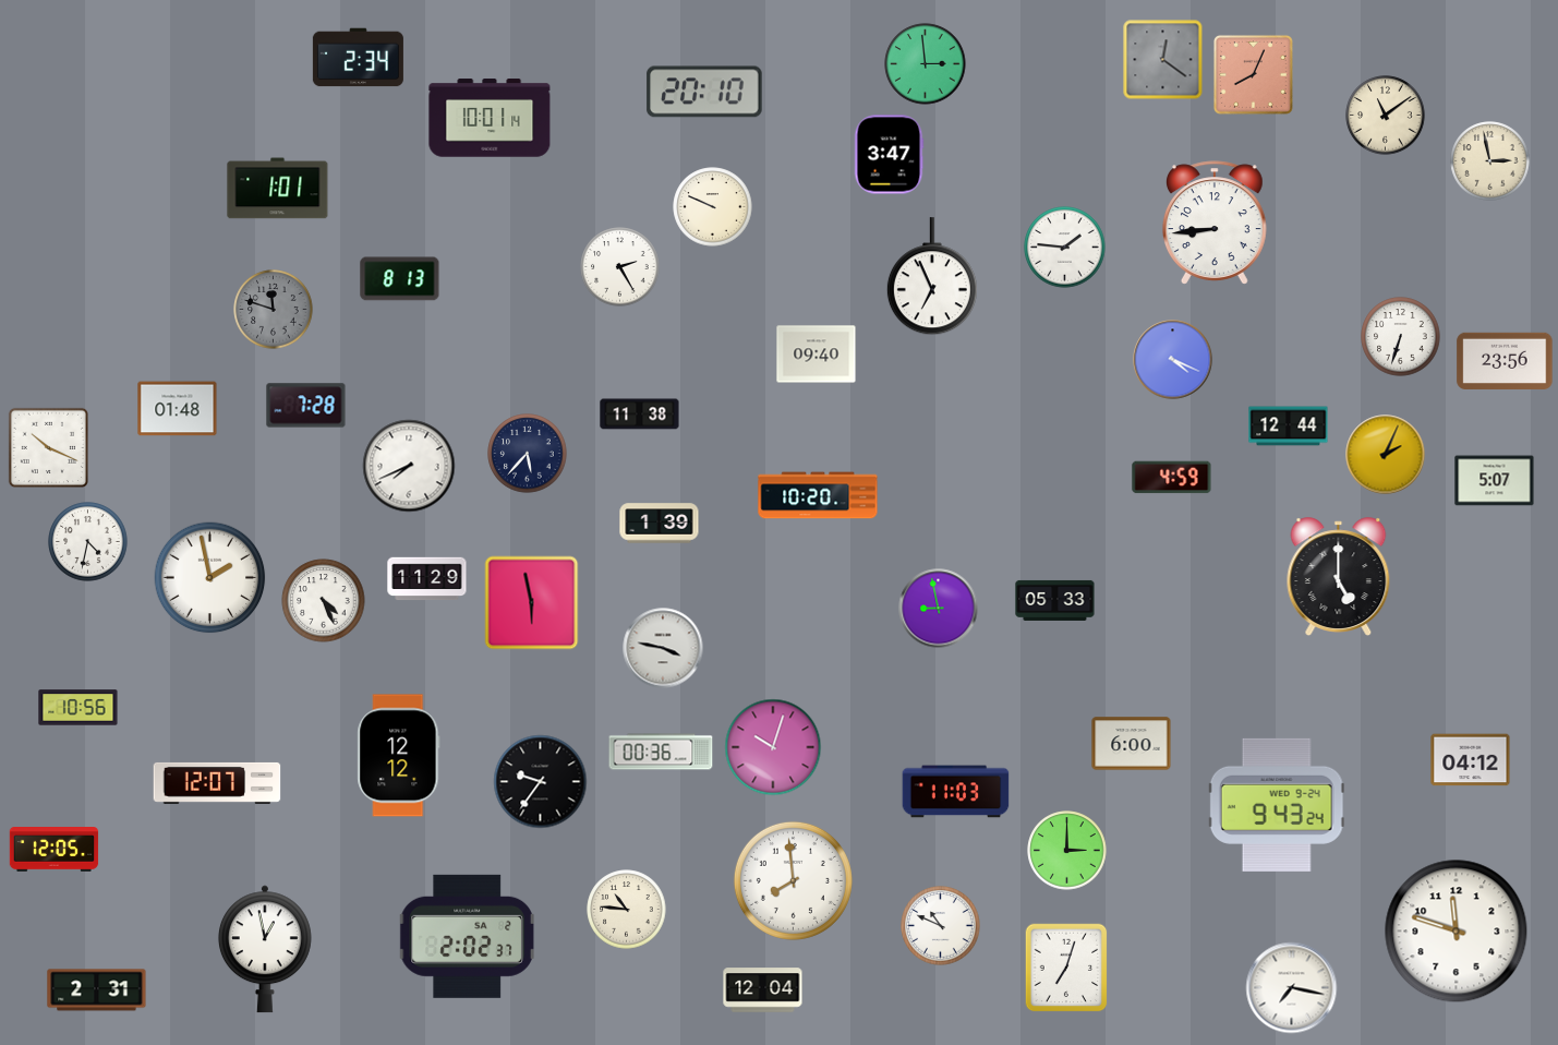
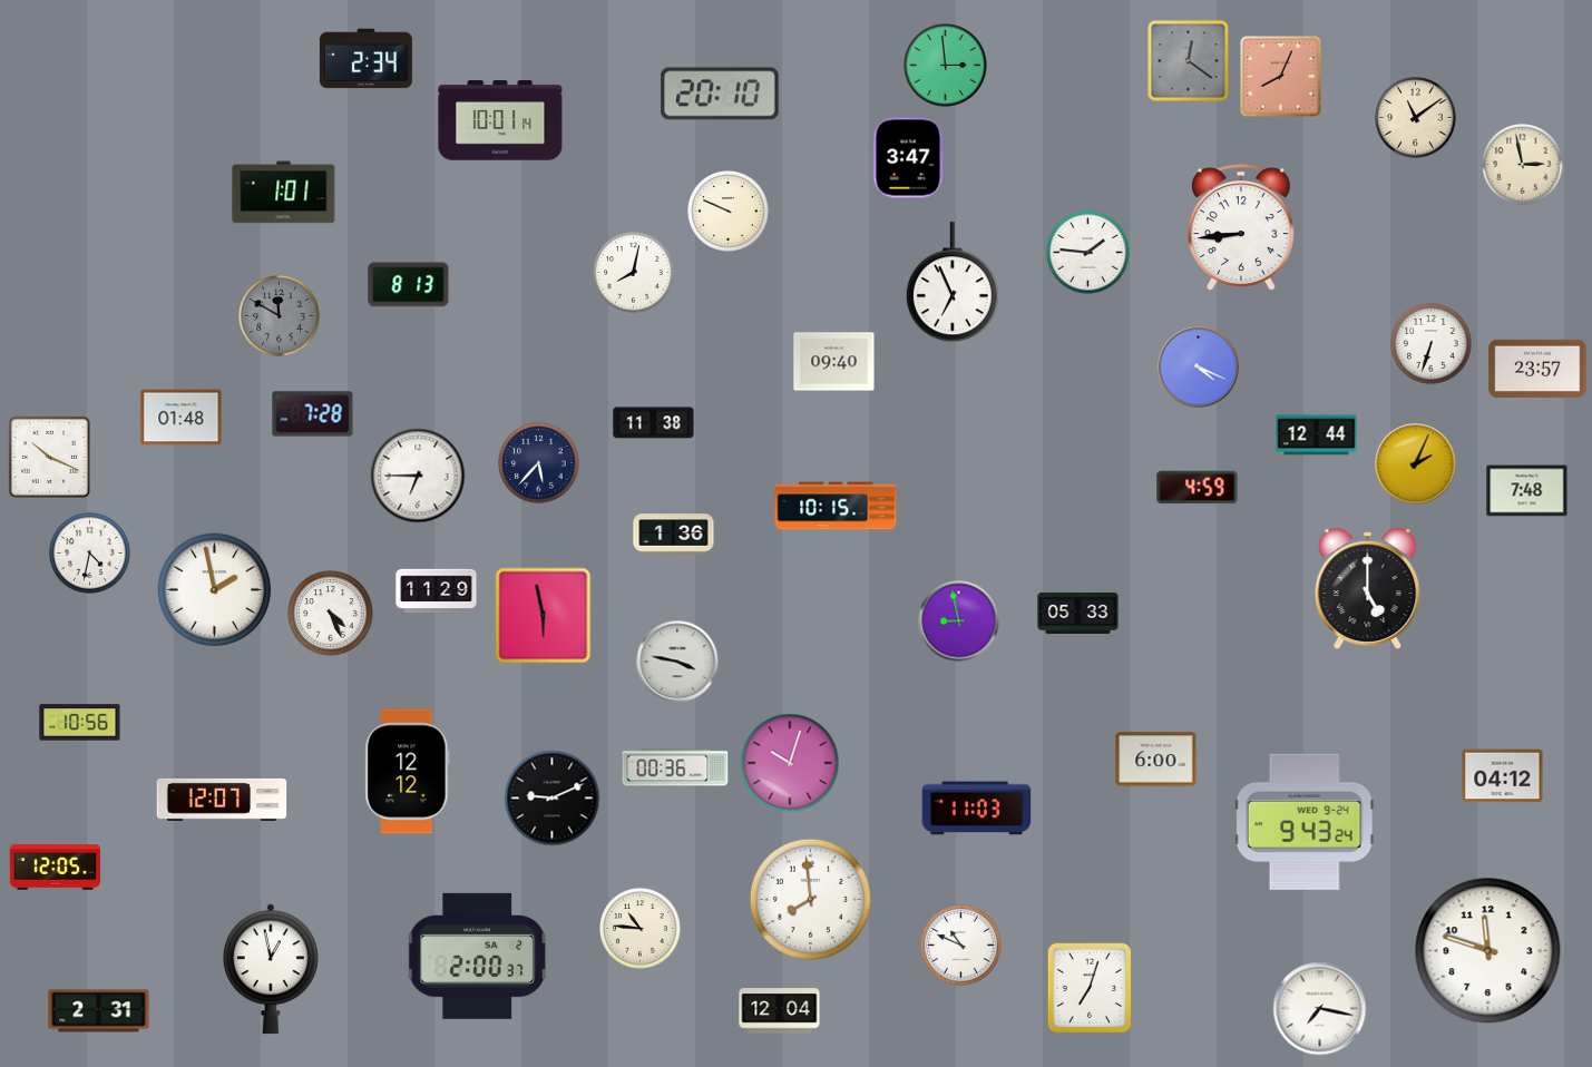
clock at (620, 267): 2:25 -> 8:02
clock at (274, 310): 11:48 -> 11:50
clock at (1505, 361): 23:56 -> 23:57
clock at (409, 466): 7:41 -> 6:45
clock at (1495, 481): 5:07 -> 7:48
clock at (818, 495): 10:20 -> 10:15
clock at (660, 524): 1:39 -> 1:36
clock at (541, 782): 9:36 -> 9:11
clock at (1067, 851): 3:00 -> none
clock at (467, 936): 2:02 -> 2:00
